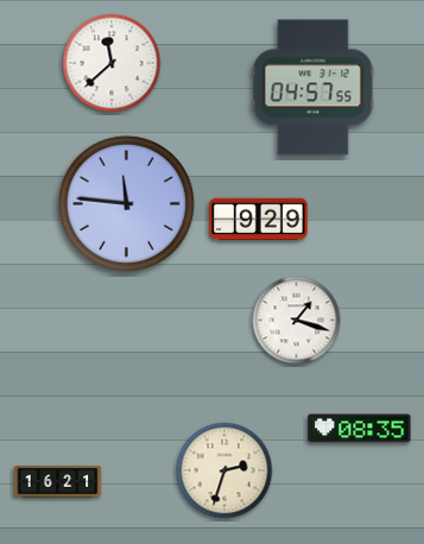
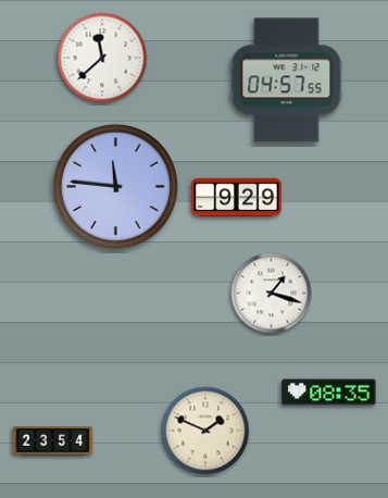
clock at (259, 220) position: (259, 220) -> (237, 198)
clock at (224, 470): 2:33 -> 1:49
clock at (58, 482): 16:21 -> 23:54
